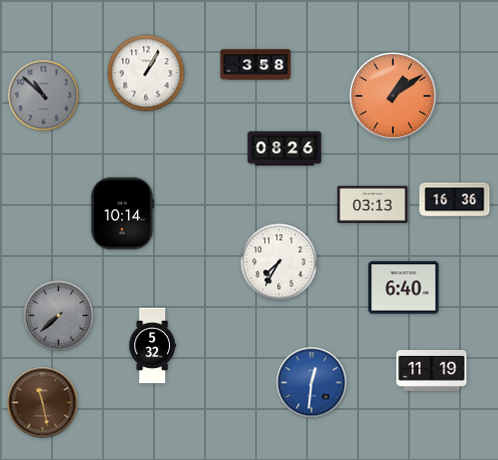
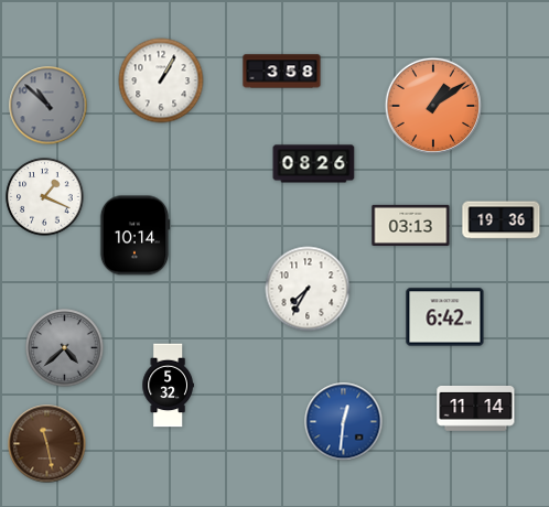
clock at (45, 197): none -> 1:19
clock at (455, 200): 16:36 -> 19:36
clock at (404, 288): 6:40 -> 6:42
clock at (59, 316): 7:38 -> 4:38
clock at (152, 346) position: (152, 346) -> (168, 386)
clock at (432, 370): 11:19 -> 11:14
